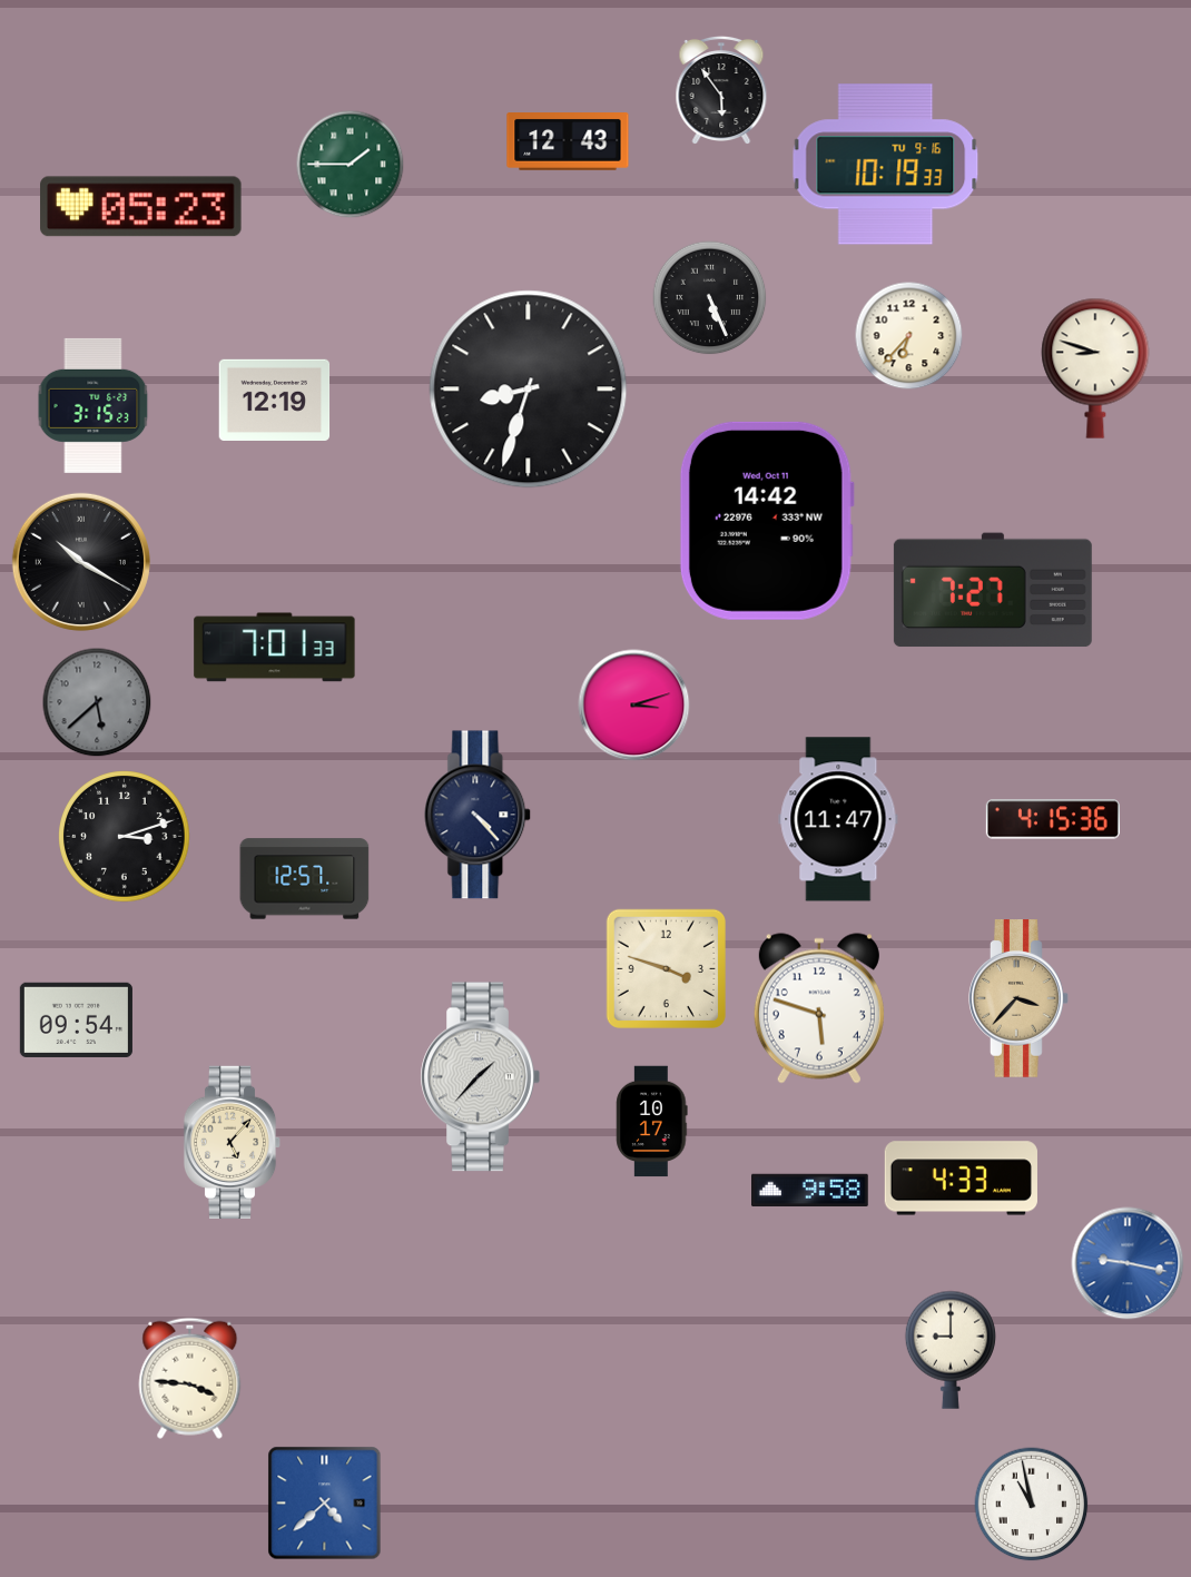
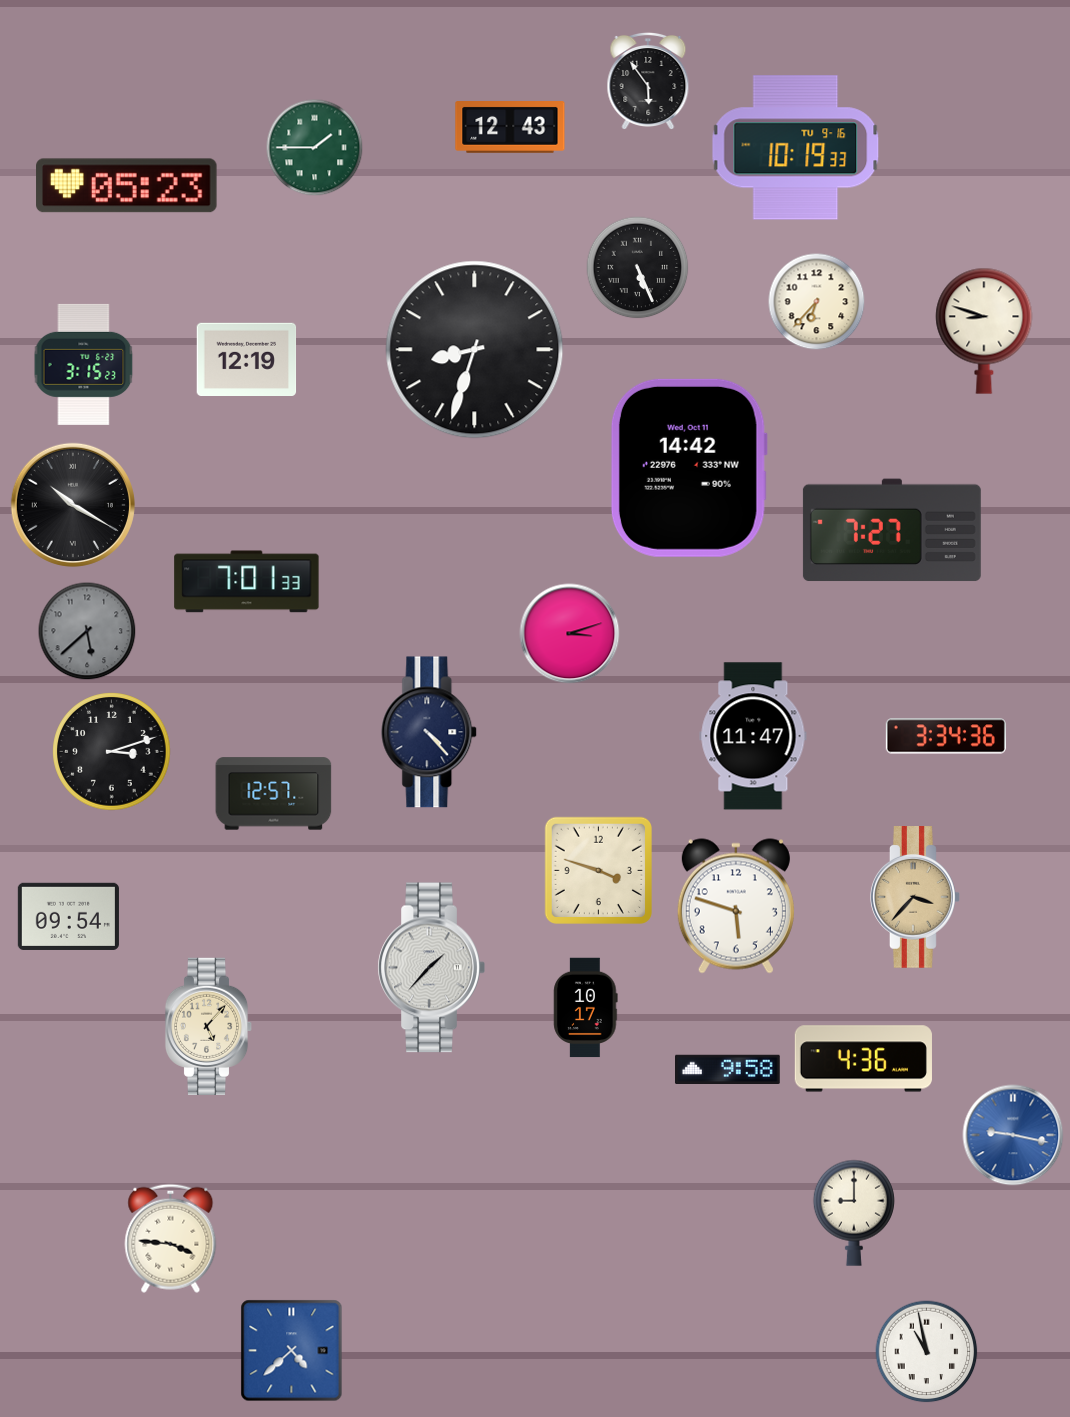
clock at (1053, 819): 4:15 -> 3:34
clock at (305, 879) position: (305, 879) -> (274, 794)
clock at (961, 1179): 4:33 -> 4:36
